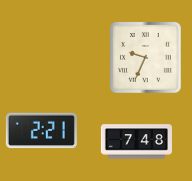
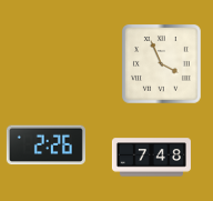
clock at (146, 58): 9:34 -> 3:56
clock at (41, 131): 2:21 -> 2:26
